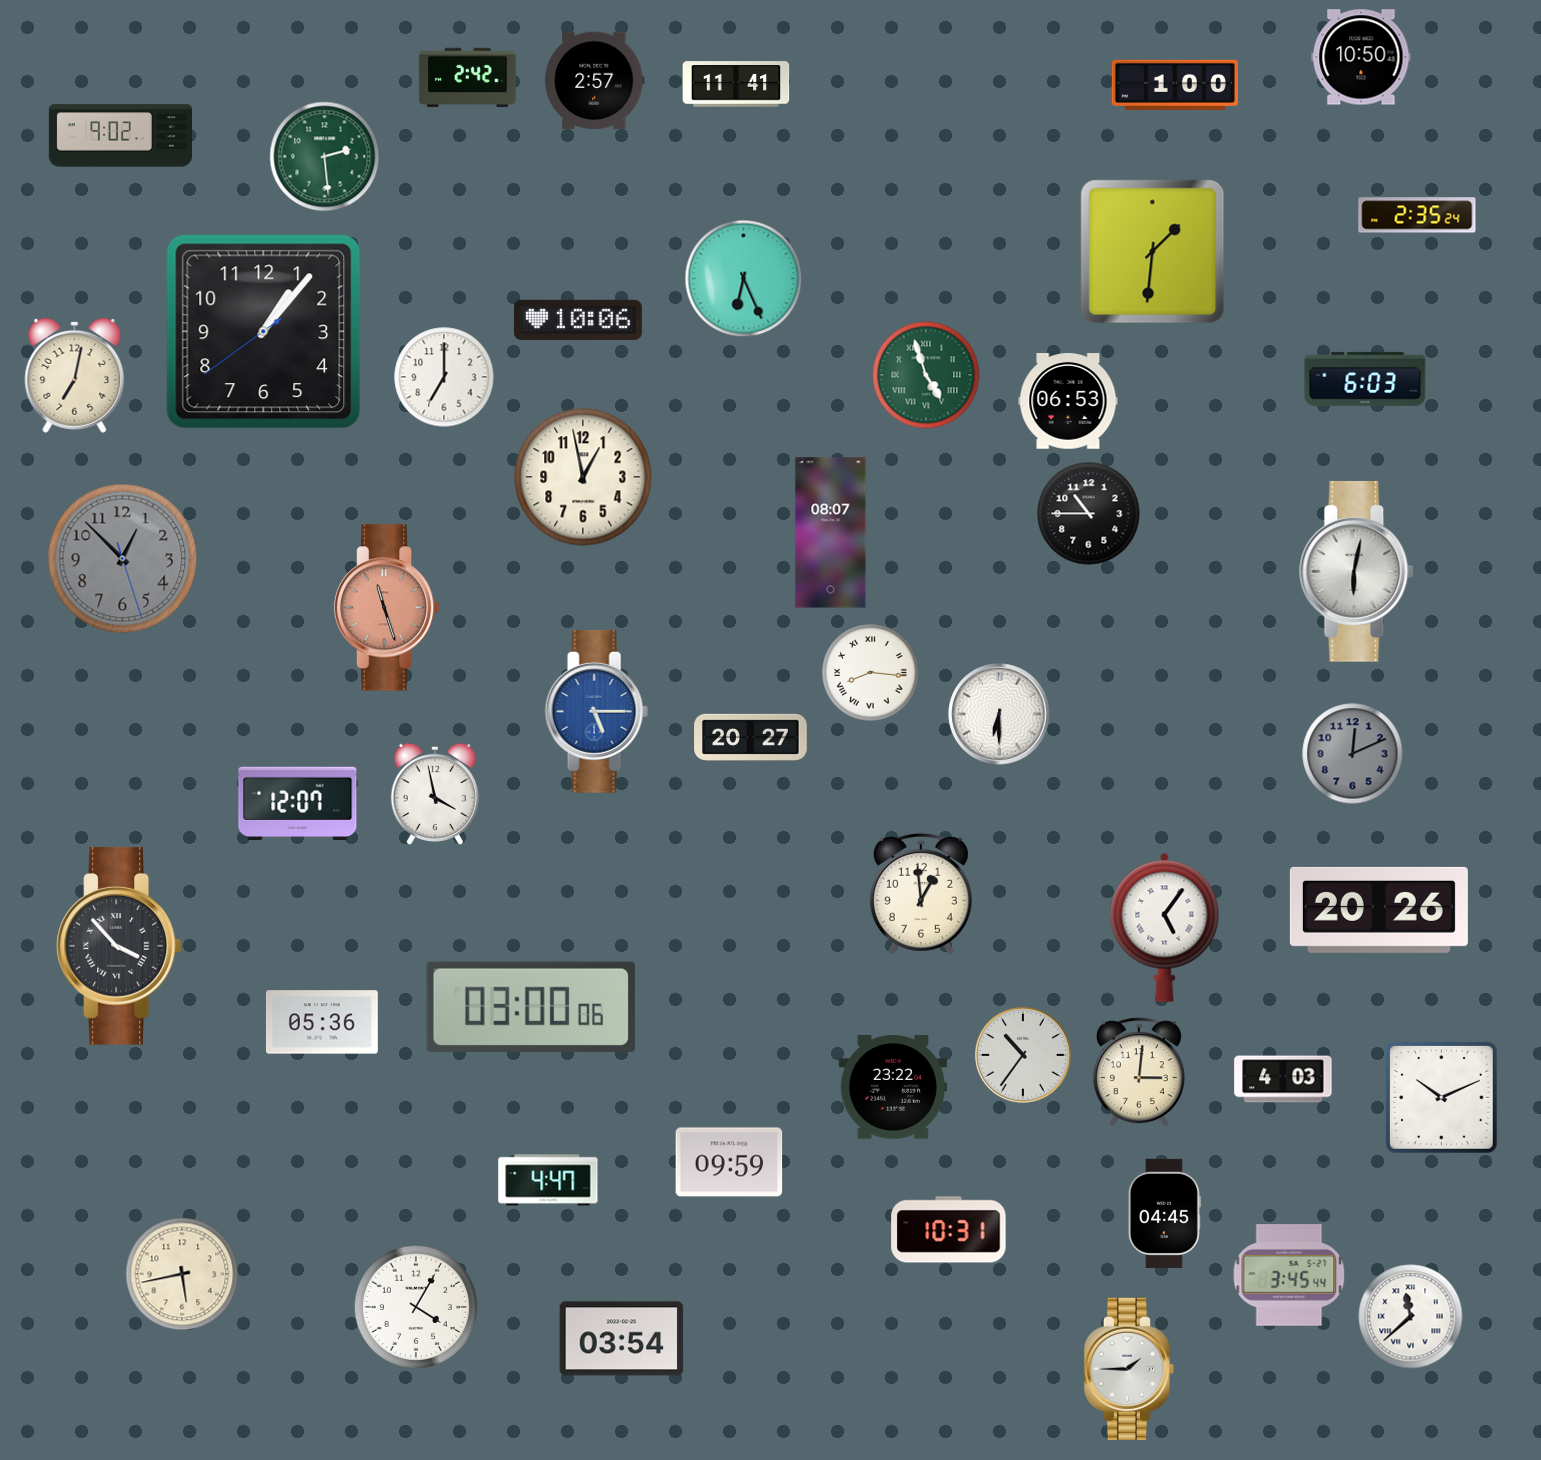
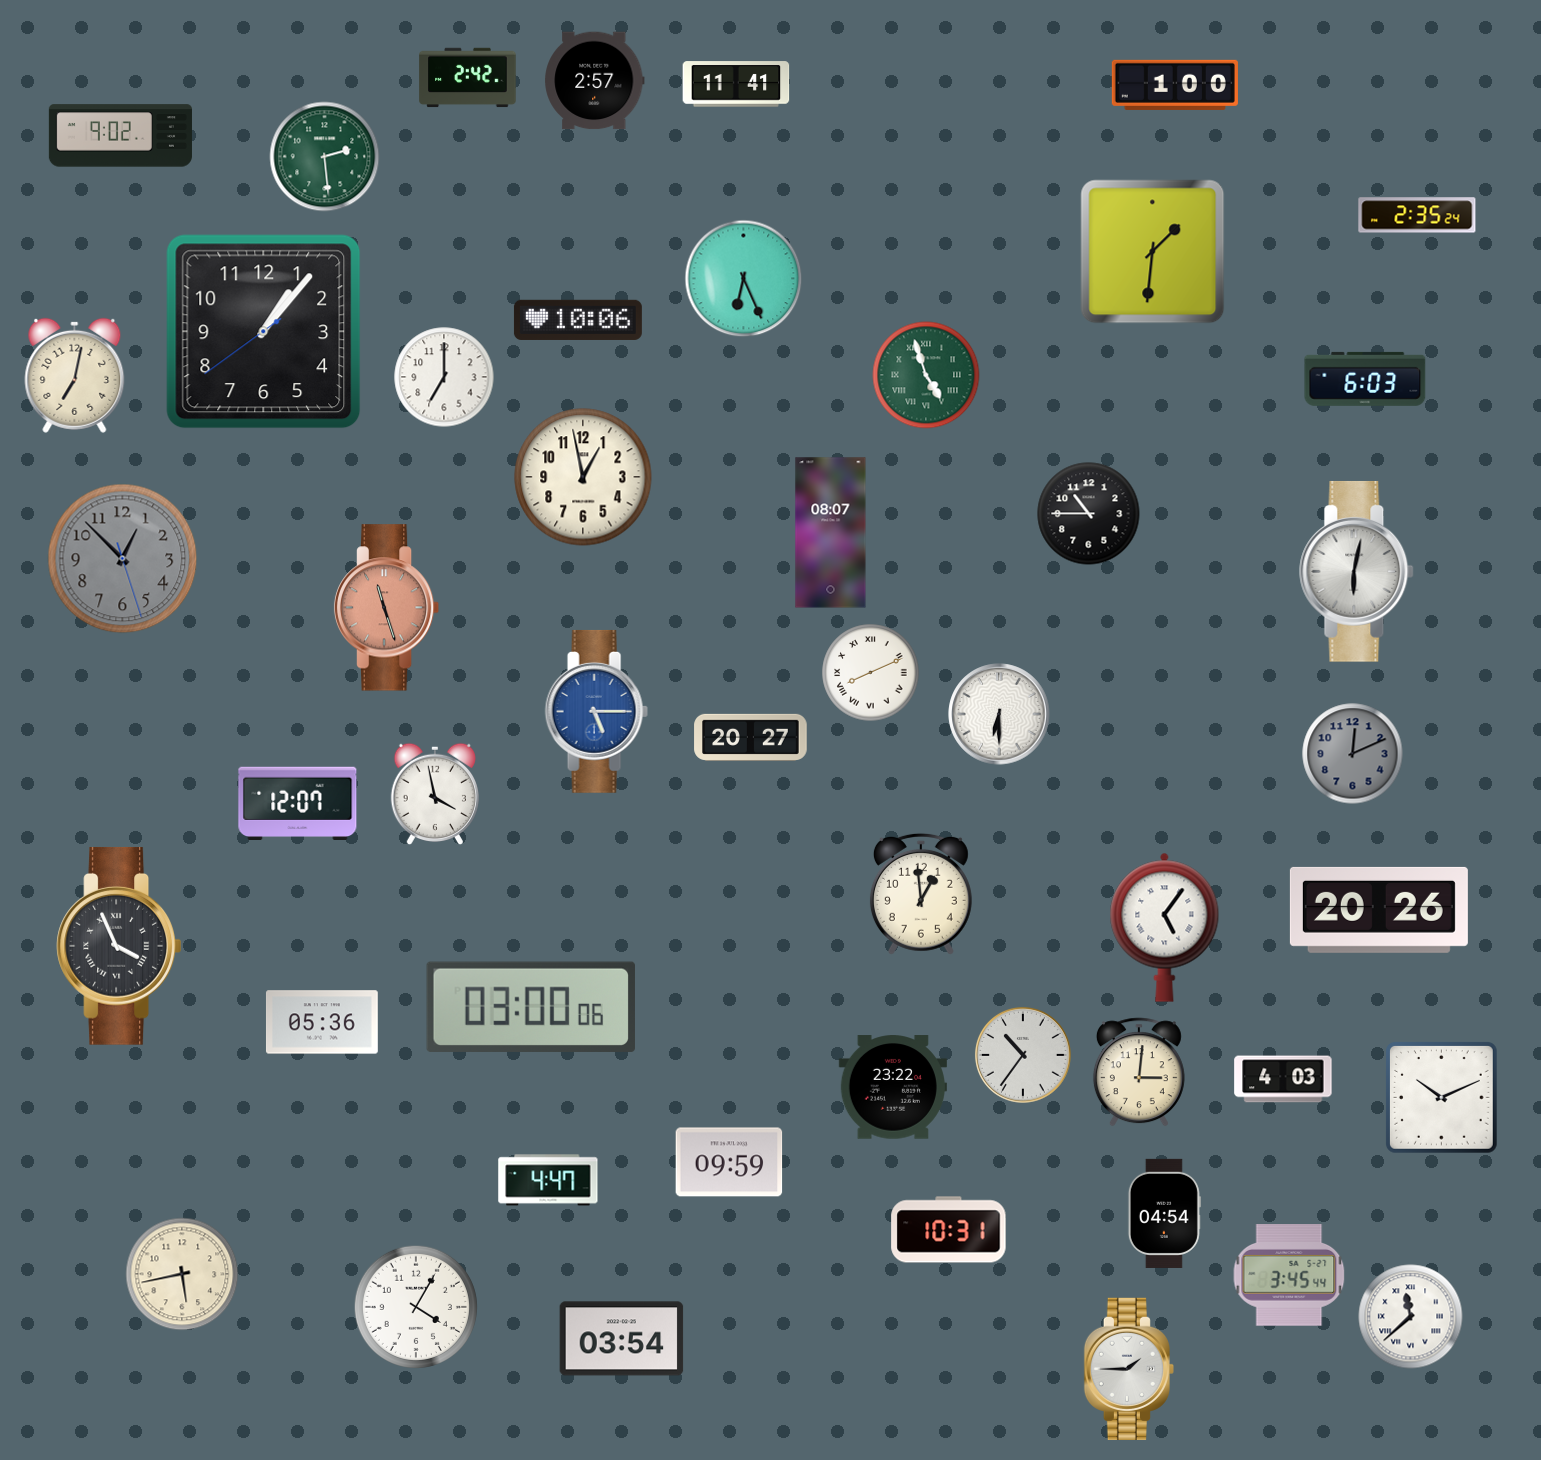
clock at (1361, 57): 10:50 -> none
clock at (1068, 401): 06:53 -> none
clock at (871, 673): 8:16 -> 8:11
clock at (118, 946): 3:53 -> 3:56
clock at (1164, 1213): 04:45 -> 04:54
